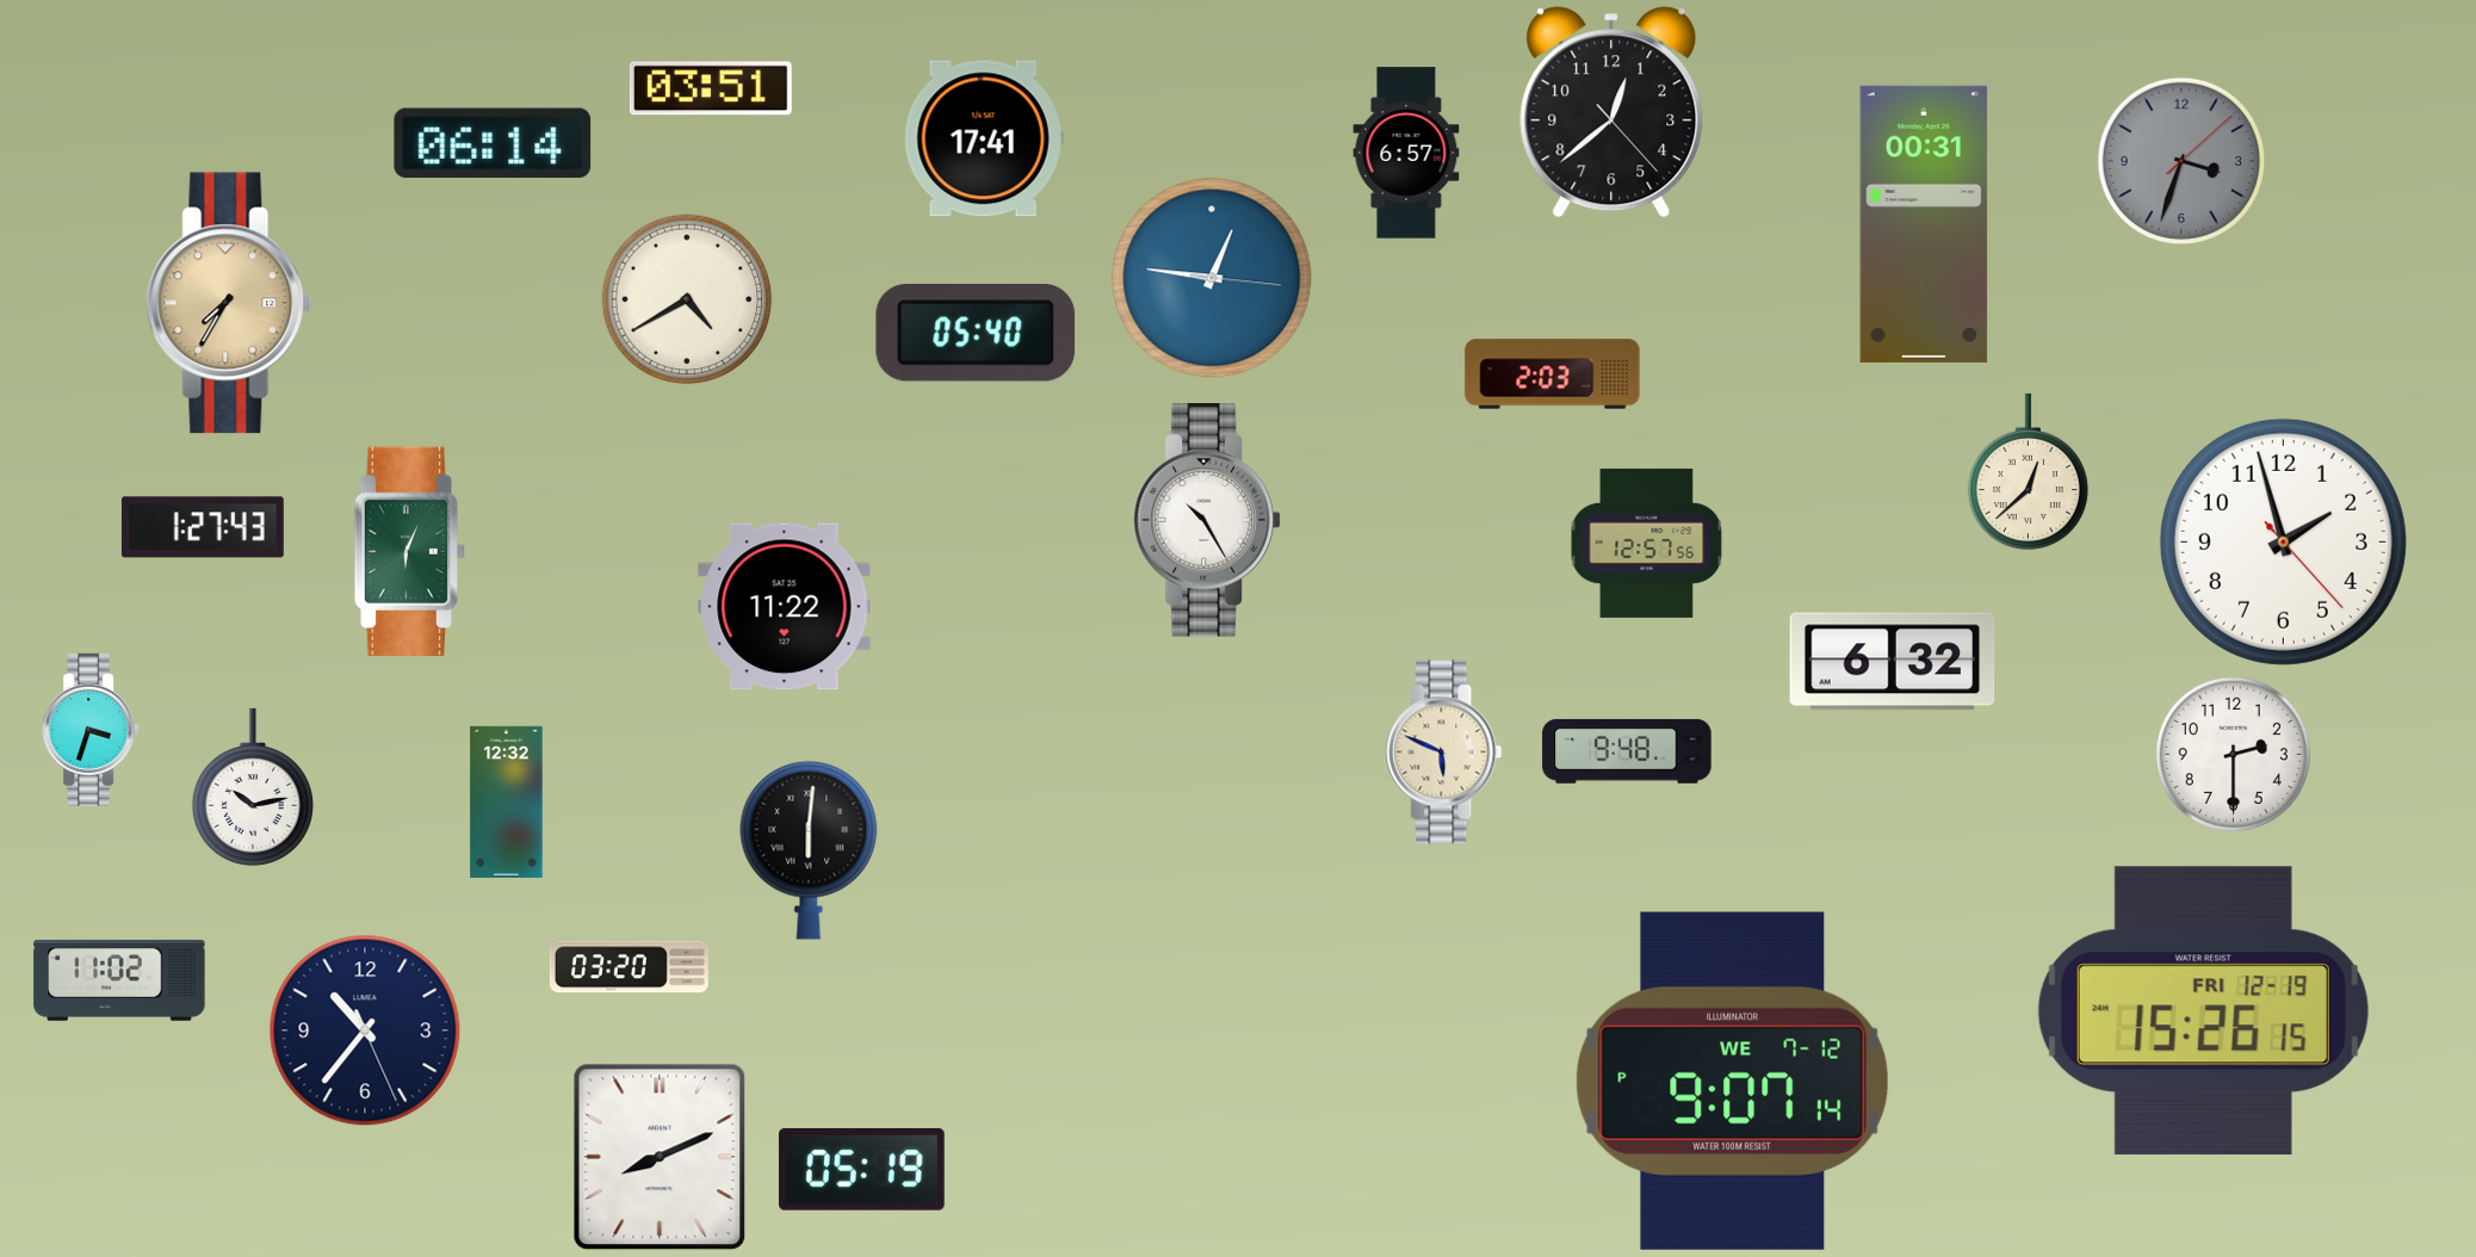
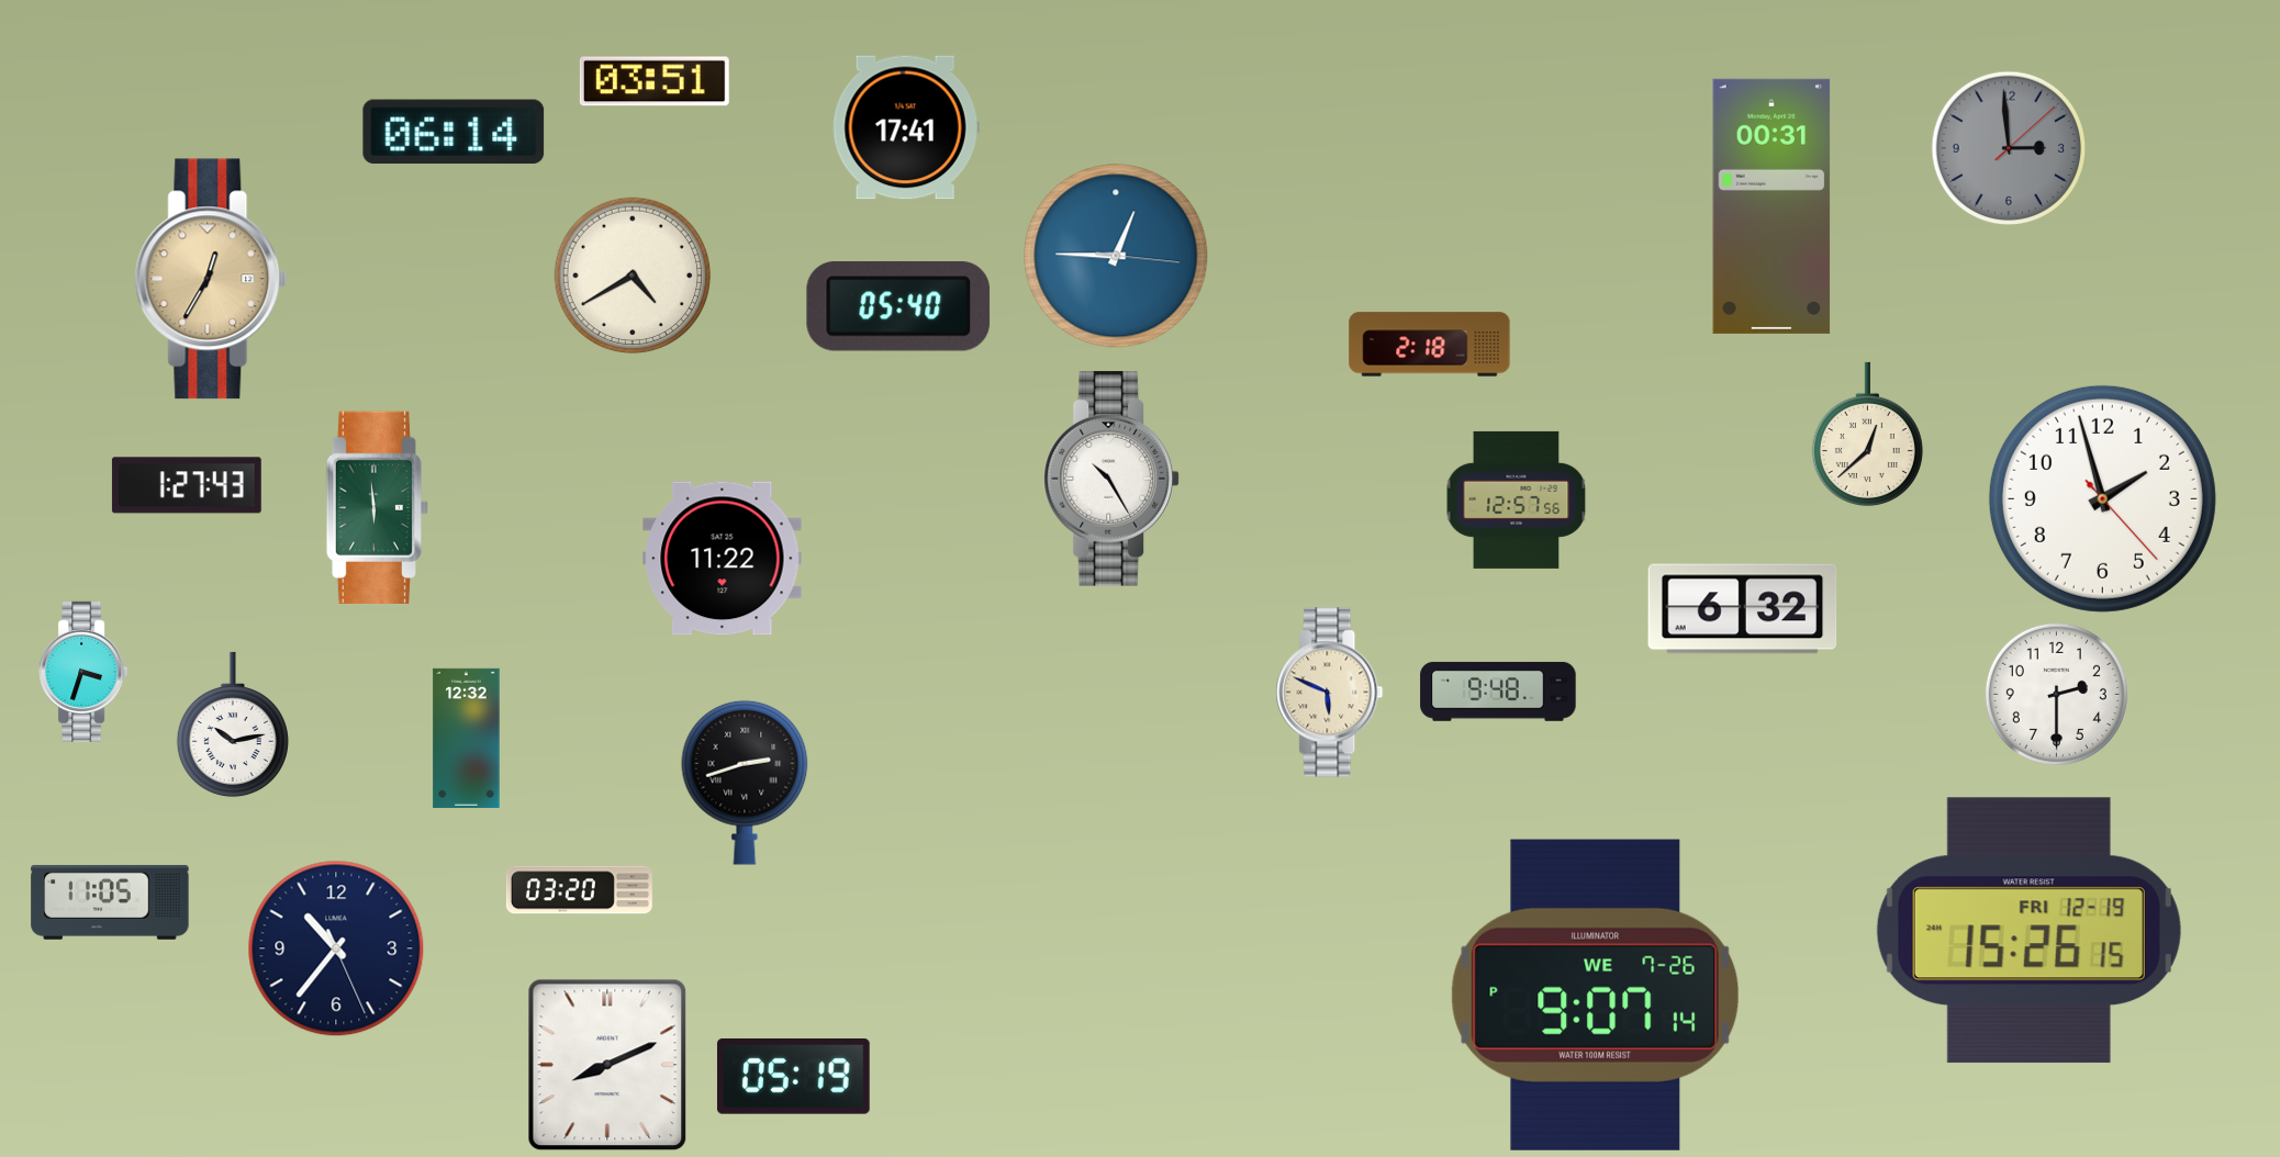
clock at (1611, 112): 12:38 -> none
clock at (1406, 153): 6:57 -> none
clock at (2181, 161): 3:33 -> 2:59
clock at (1212, 278): 12:46 -> 12:45
clock at (229, 303): 7:35 -> 12:35
clock at (1553, 374): 2:03 -> 2:18
clock at (409, 551): 6:04 -> 5:59
clock at (809, 850): 6:01 -> 2:42
clock at (119, 980): 11:02 -> 11:05
clock at (1732, 1080) date: WE 7-12 -> WE 7-26
